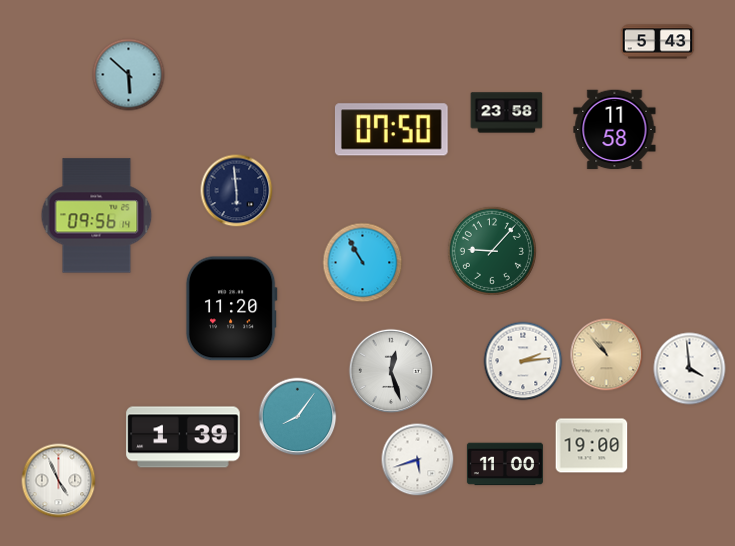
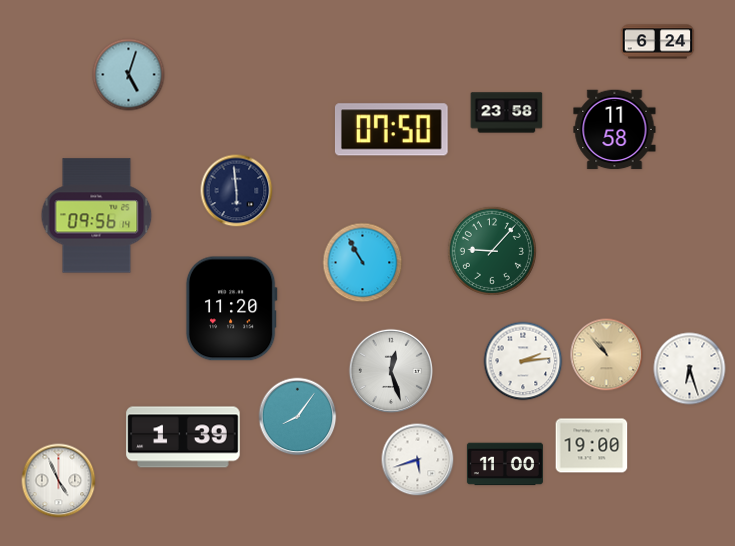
clock at (658, 42): 5:43 -> 6:24
clock at (129, 75): 5:52 -> 5:03
clock at (690, 369): 3:59 -> 6:27
